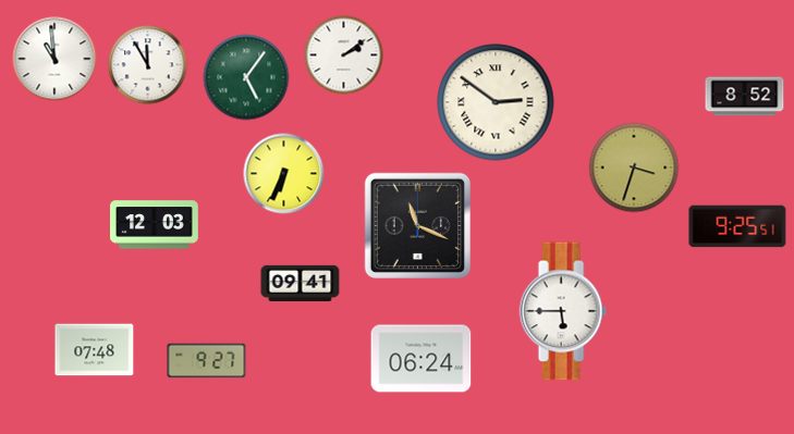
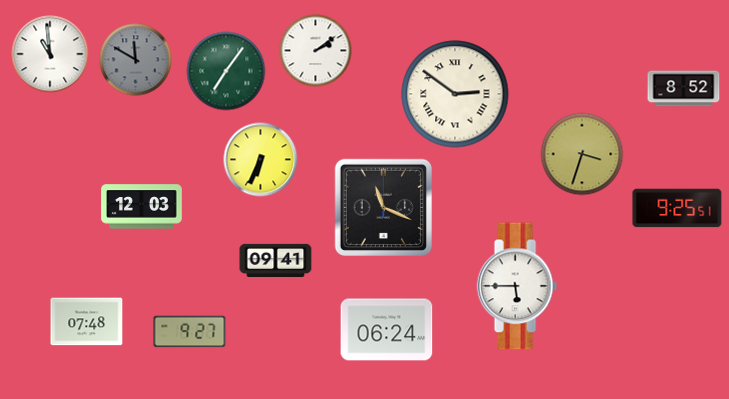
clock at (148, 65): 11:55 -> 11:50
clock at (148, 65) dial: white -> grey
clock at (246, 77): 5:06 -> 7:06
